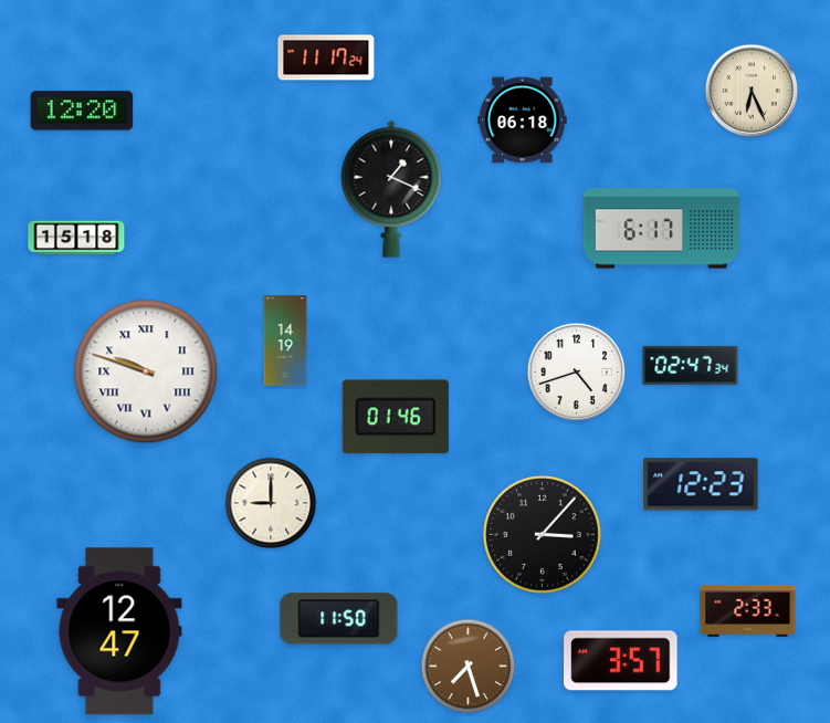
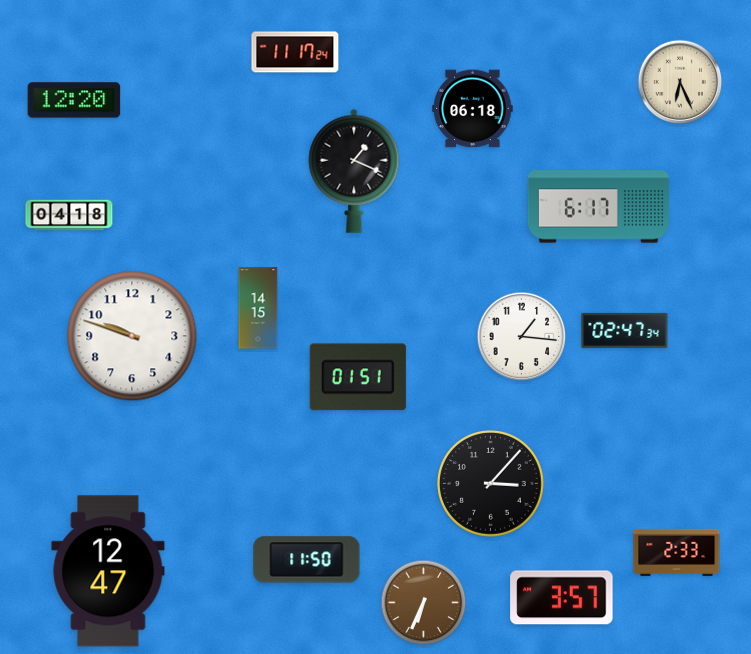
clock at (76, 238): 15:18 -> 04:18
clock at (285, 340): 14:19 -> 14:15
clock at (146, 371) numerals: Roman -> Arabic
clock at (577, 373): 4:42 -> 1:16
clock at (396, 417): 01:46 -> 01:51
clock at (701, 484): 12:23 -> none
clock at (271, 503): 9:00 -> none
clock at (469, 667): 7:27 -> 6:34
